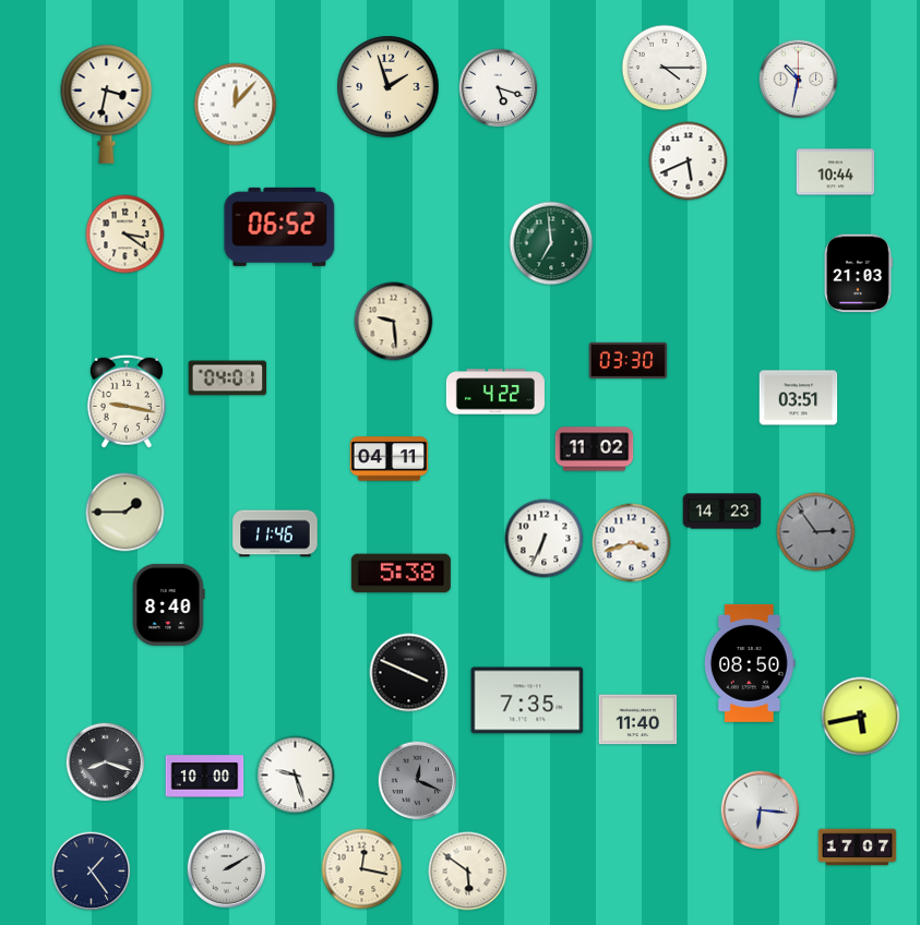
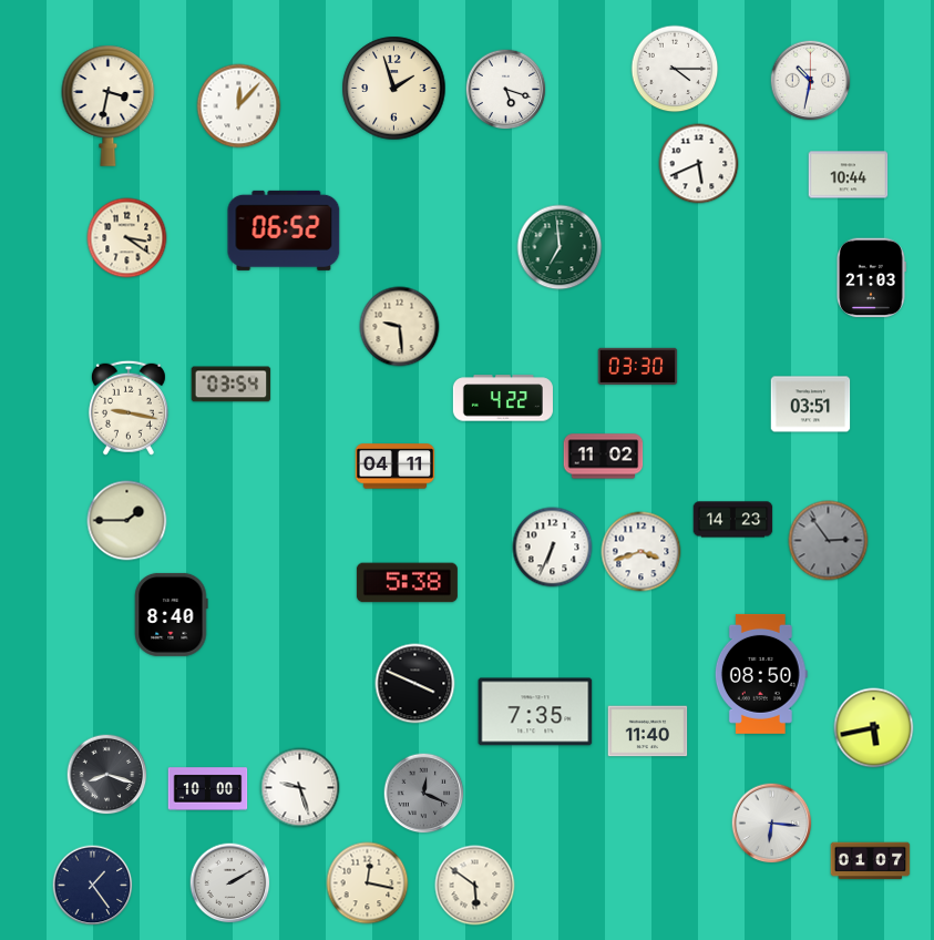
clock at (228, 379): 04:01 -> 03:54
clock at (275, 533): 11:46 -> none
clock at (858, 848): 17:07 -> 01:07
